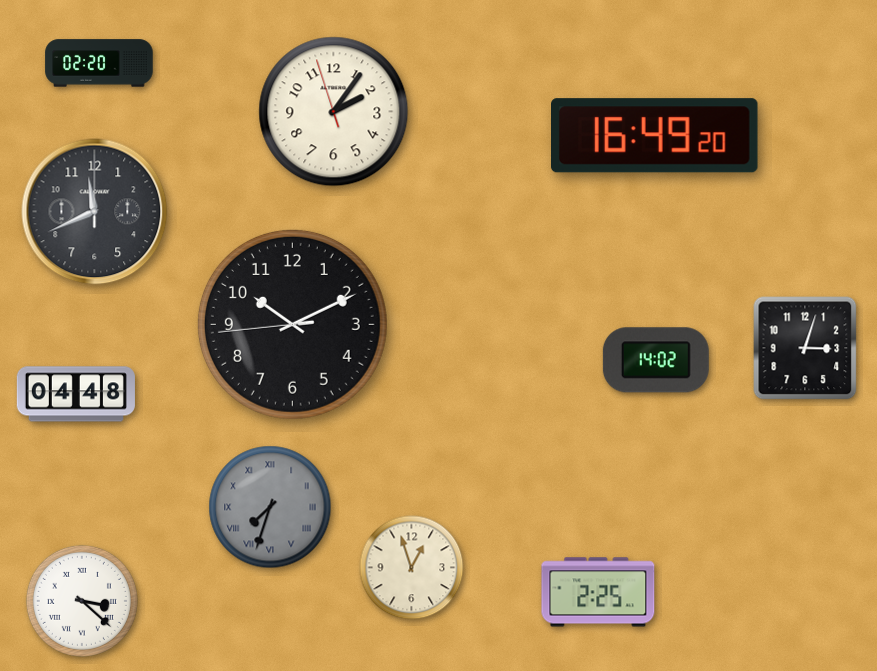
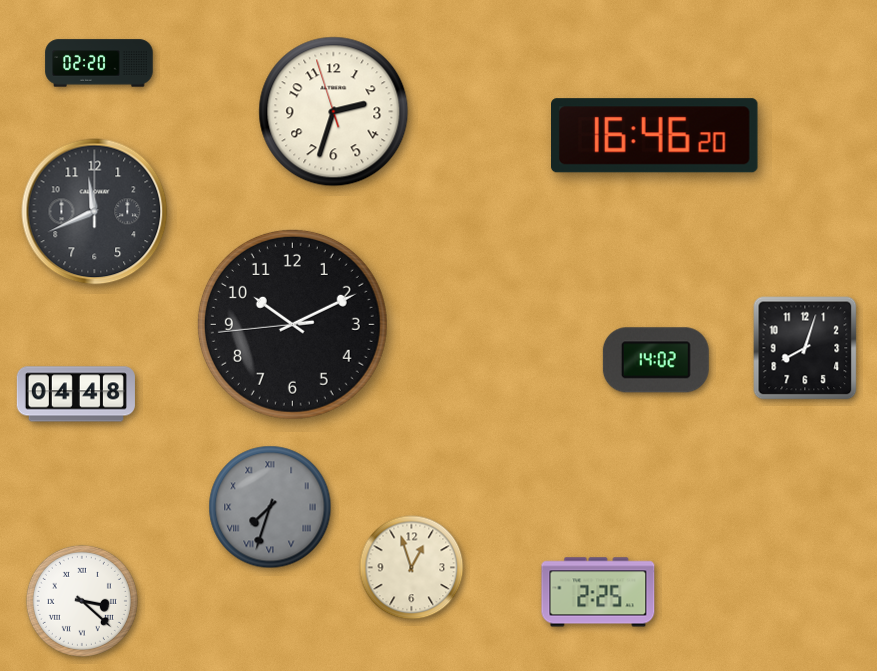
clock at (334, 112): 2:05 -> 2:32
clock at (655, 136): 16:49 -> 16:46
clock at (805, 348): 3:03 -> 8:03
